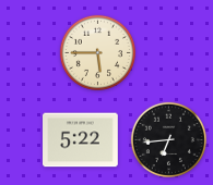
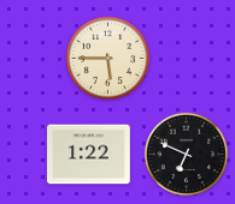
clock at (168, 139): 6:44 -> 6:49
clock at (81, 140): 5:22 -> 1:22
